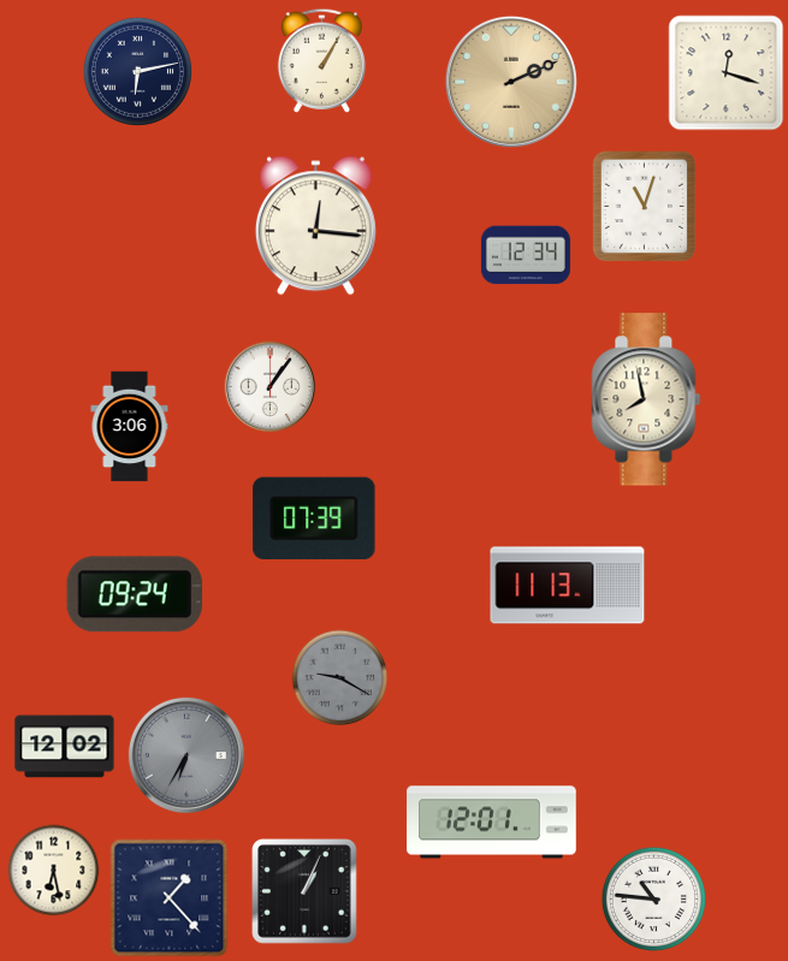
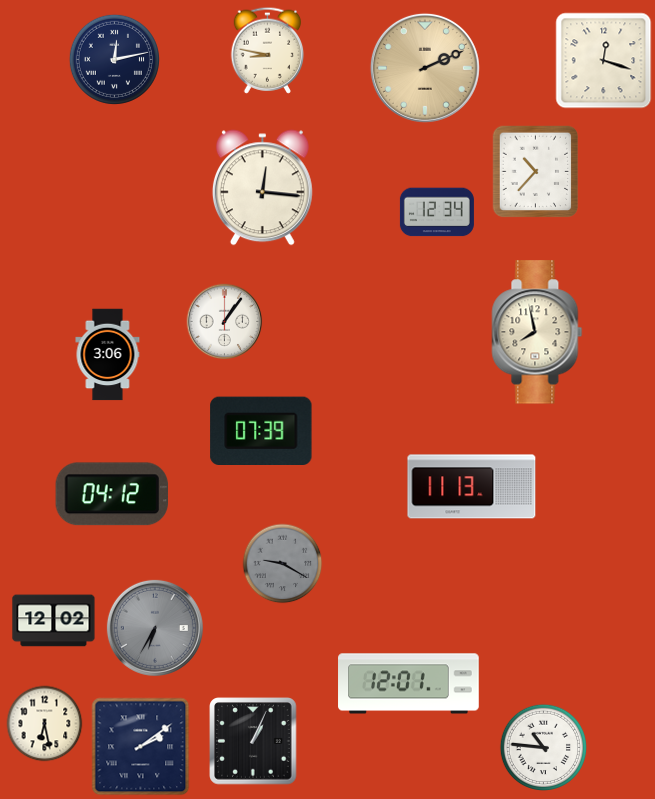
clock at (322, 60): 1:05 -> 8:47
clock at (137, 71): 6:13 -> 12:13
clock at (645, 207): 11:03 -> 10:37
clock at (135, 594): 09:24 -> 04:12
clock at (170, 898): 1:23 -> 2:09
